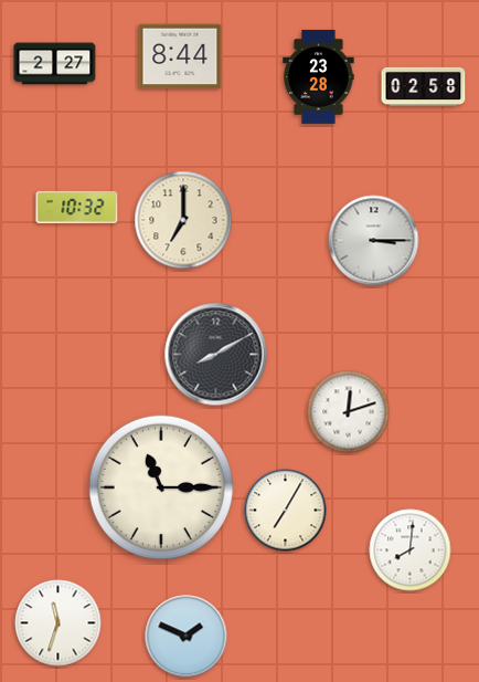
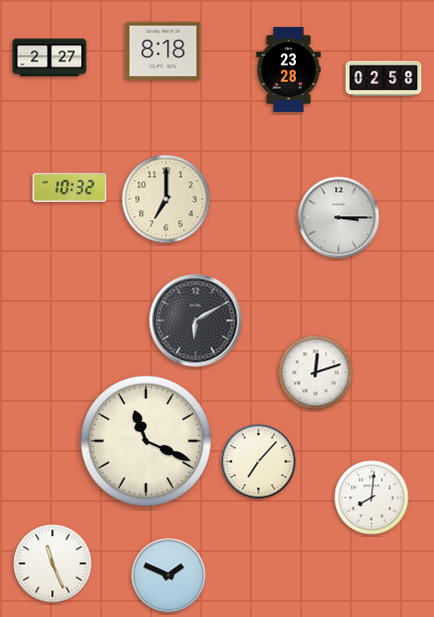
clock at (180, 56): 8:44 -> 8:18
clock at (216, 355): 8:10 -> 6:10
clock at (160, 486): 11:15 -> 11:19
clock at (286, 511): 7:05 -> 7:07
clock at (58, 623): 11:33 -> 11:26
